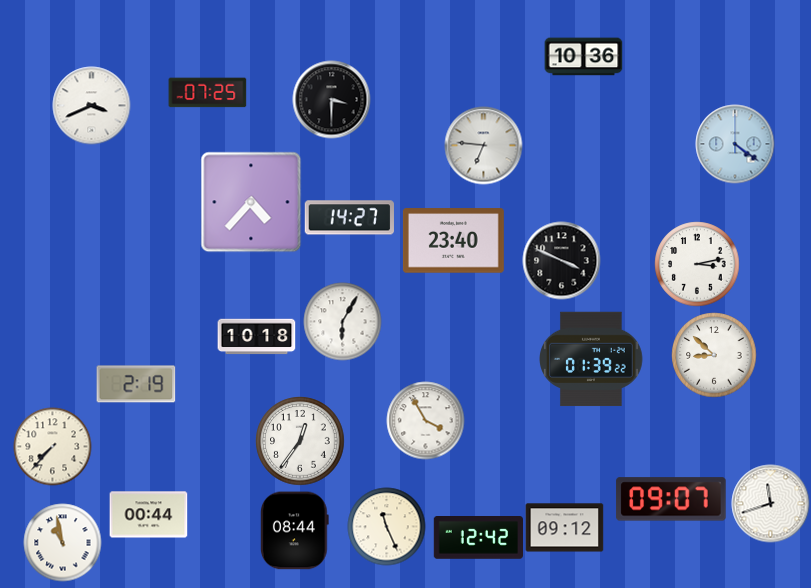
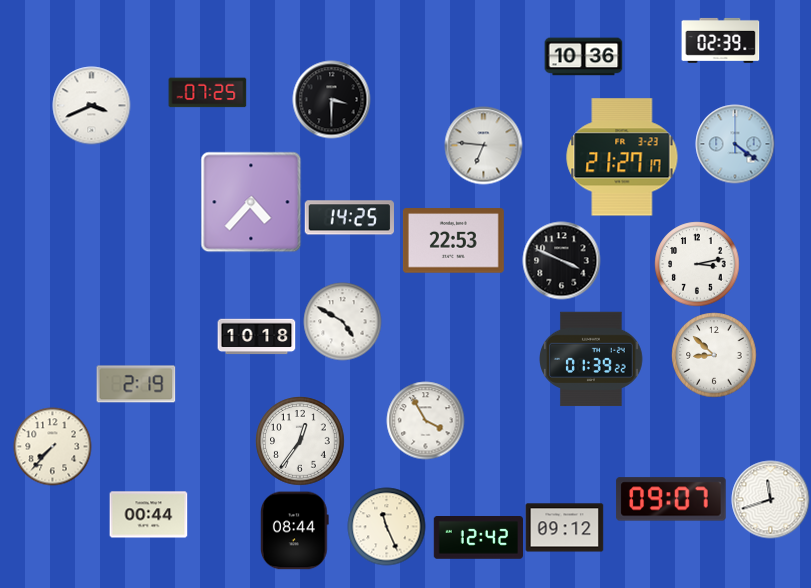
clock at (720, 40): none -> 02:39
clock at (622, 157): none -> 21:27
clock at (349, 218): 14:27 -> 14:25
clock at (453, 241): 23:40 -> 22:53
clock at (342, 321): 6:05 -> 4:50
clock at (770, 503) position: (770, 503) -> (770, 499)
clock at (62, 542): 10:58 -> none
